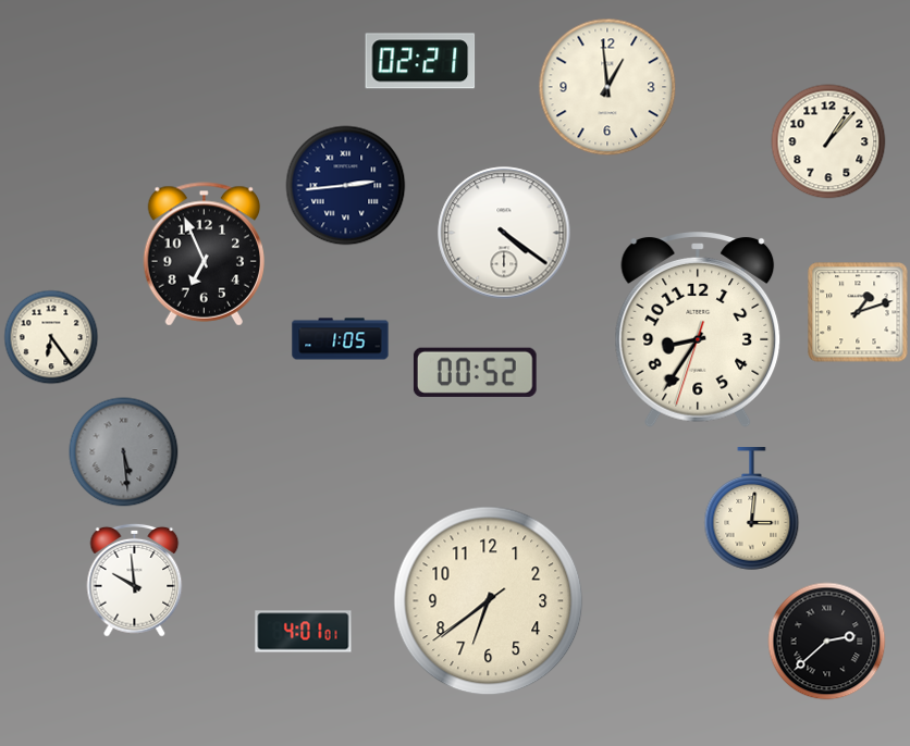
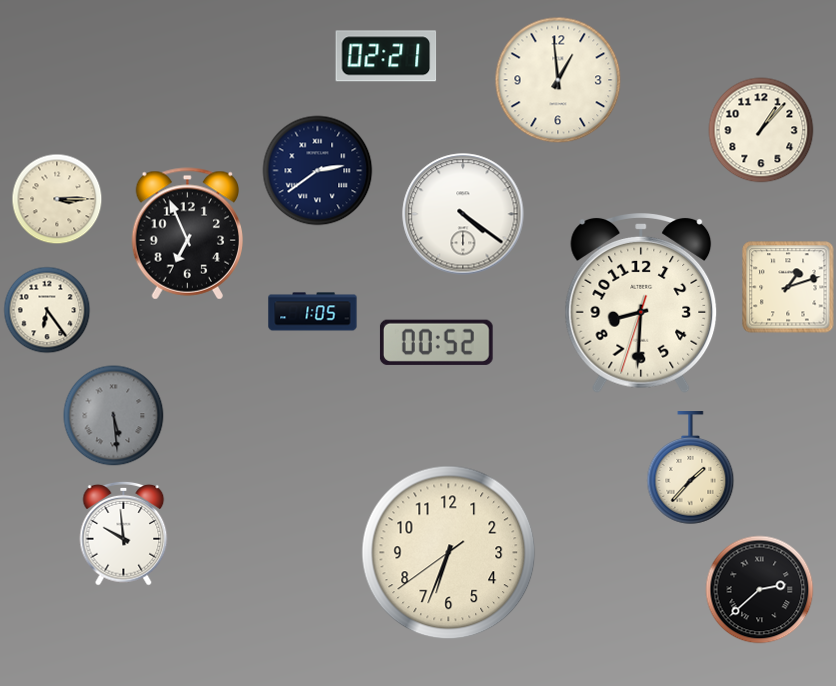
clock at (346, 186): 2:44 -> 2:39
clock at (57, 199): none -> 3:15
clock at (698, 331): 8:35 -> 8:30
clock at (752, 509): 3:01 -> 1:37
clock at (489, 601): 6:38 -> 6:33
clock at (304, 632): 4:01 -> none
